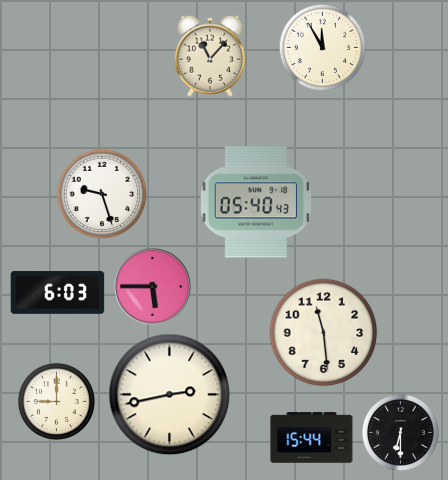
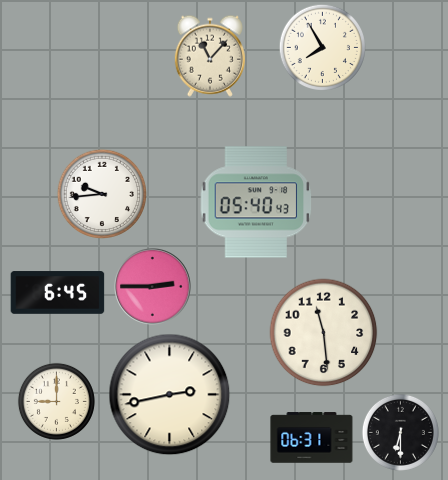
clock at (322, 47): 11:55 -> 7:55
clock at (101, 193): 9:27 -> 9:44
clock at (153, 287): 5:45 -> 2:45
clock at (58, 293): 6:03 -> 6:45
clock at (312, 438): 15:44 -> 06:31
